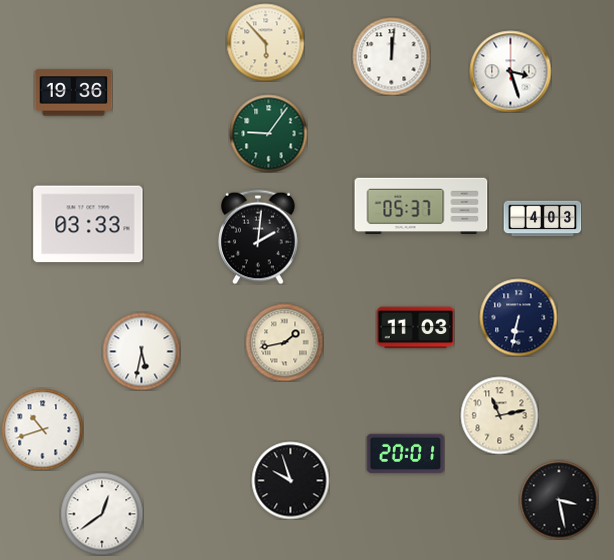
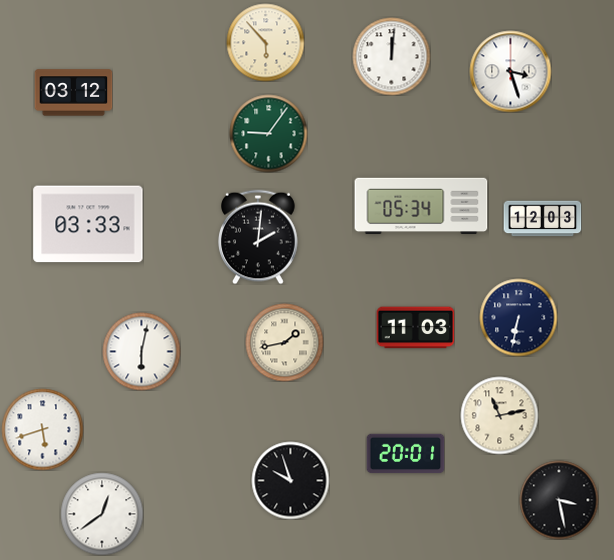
clock at (73, 93): 19:36 -> 03:12
clock at (421, 206): 05:37 -> 05:34
clock at (542, 219): 4:03 -> 12:03
clock at (141, 351): 5:32 -> 6:02
clock at (42, 429): 10:42 -> 5:42
